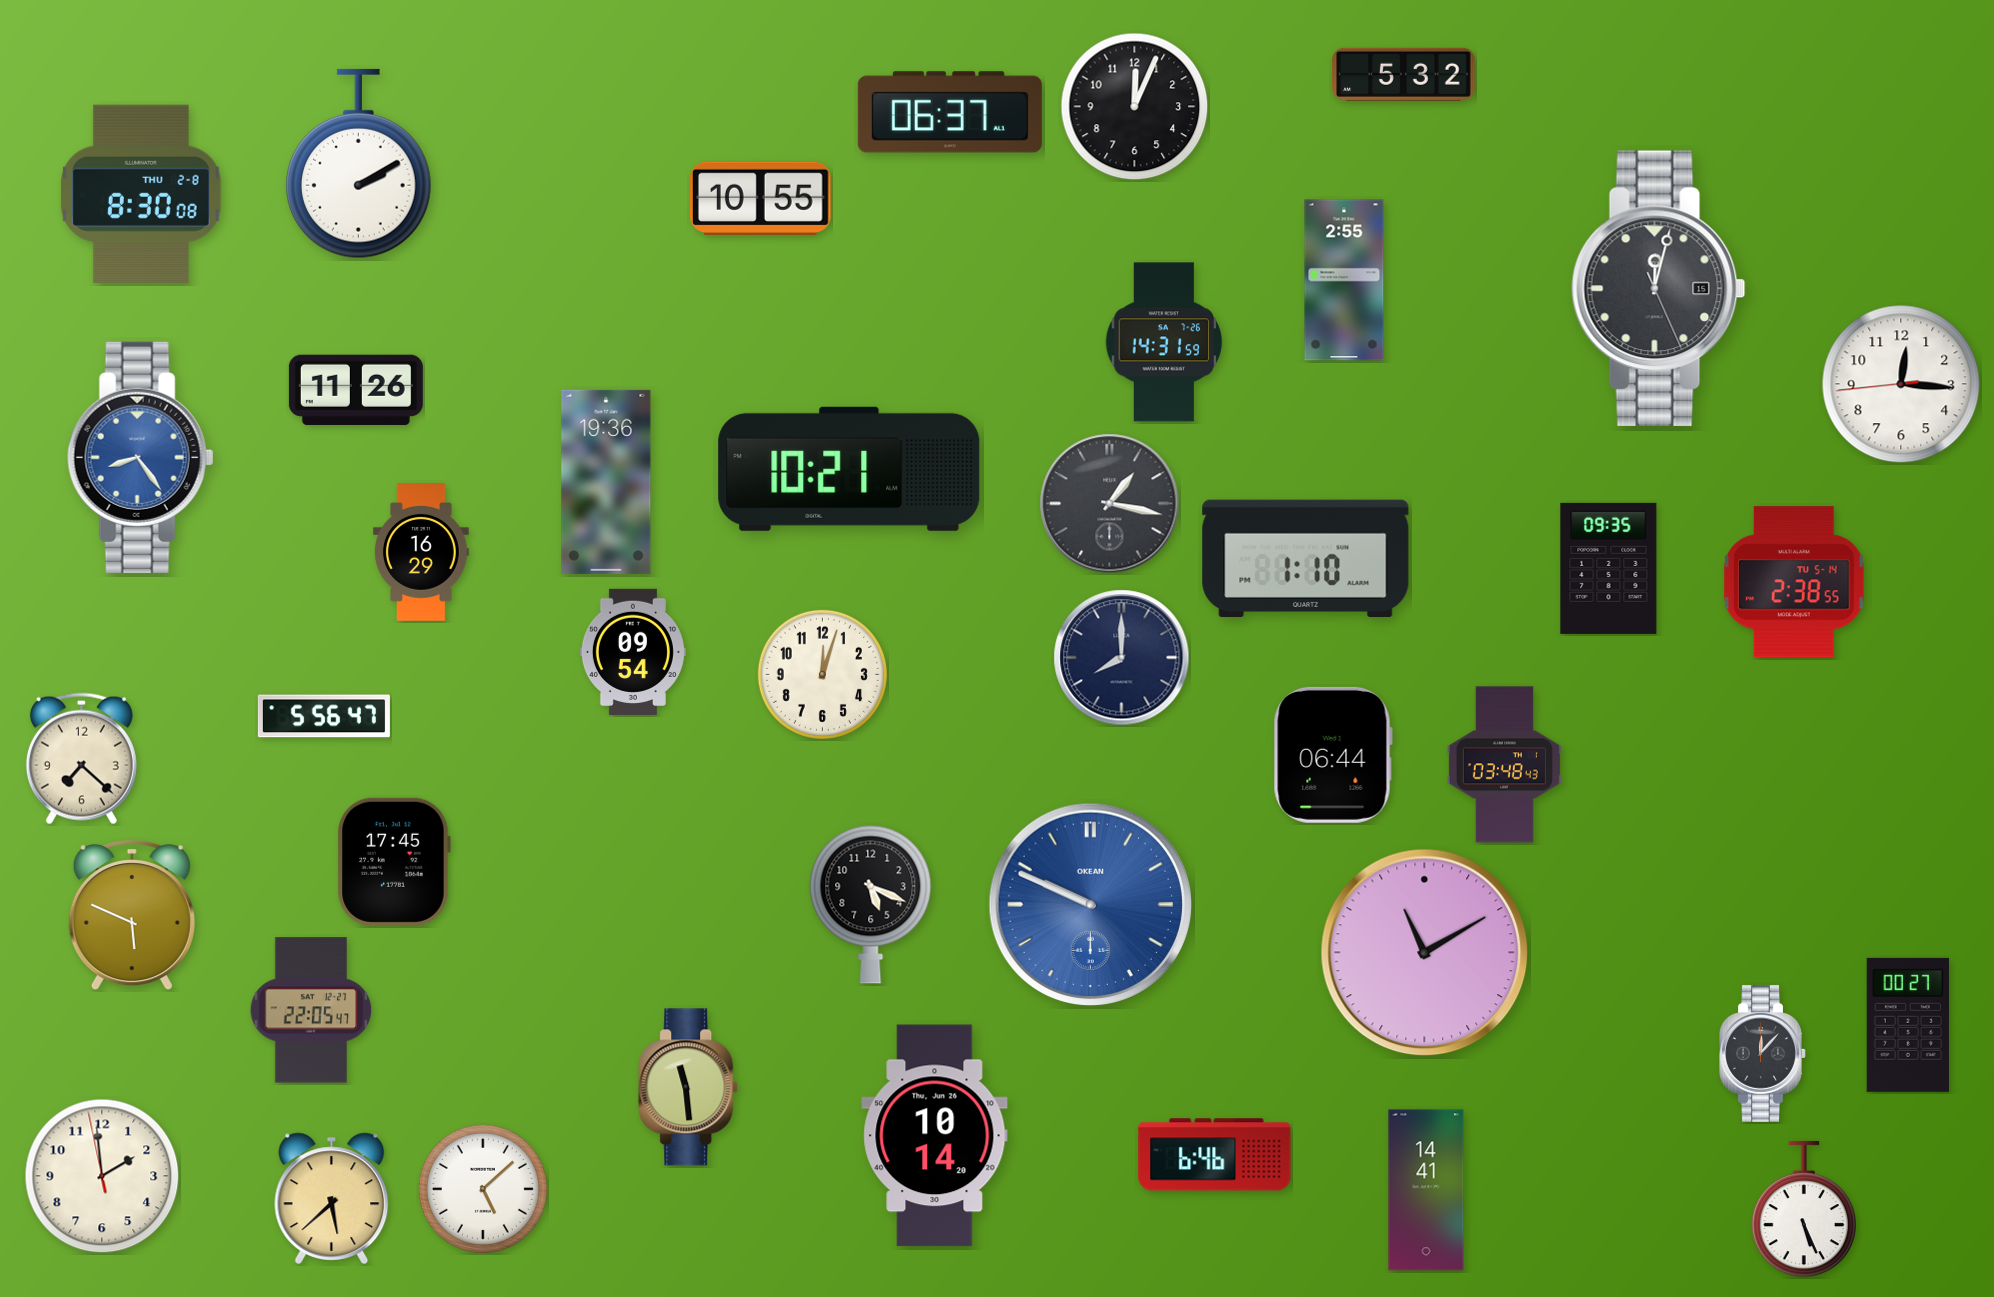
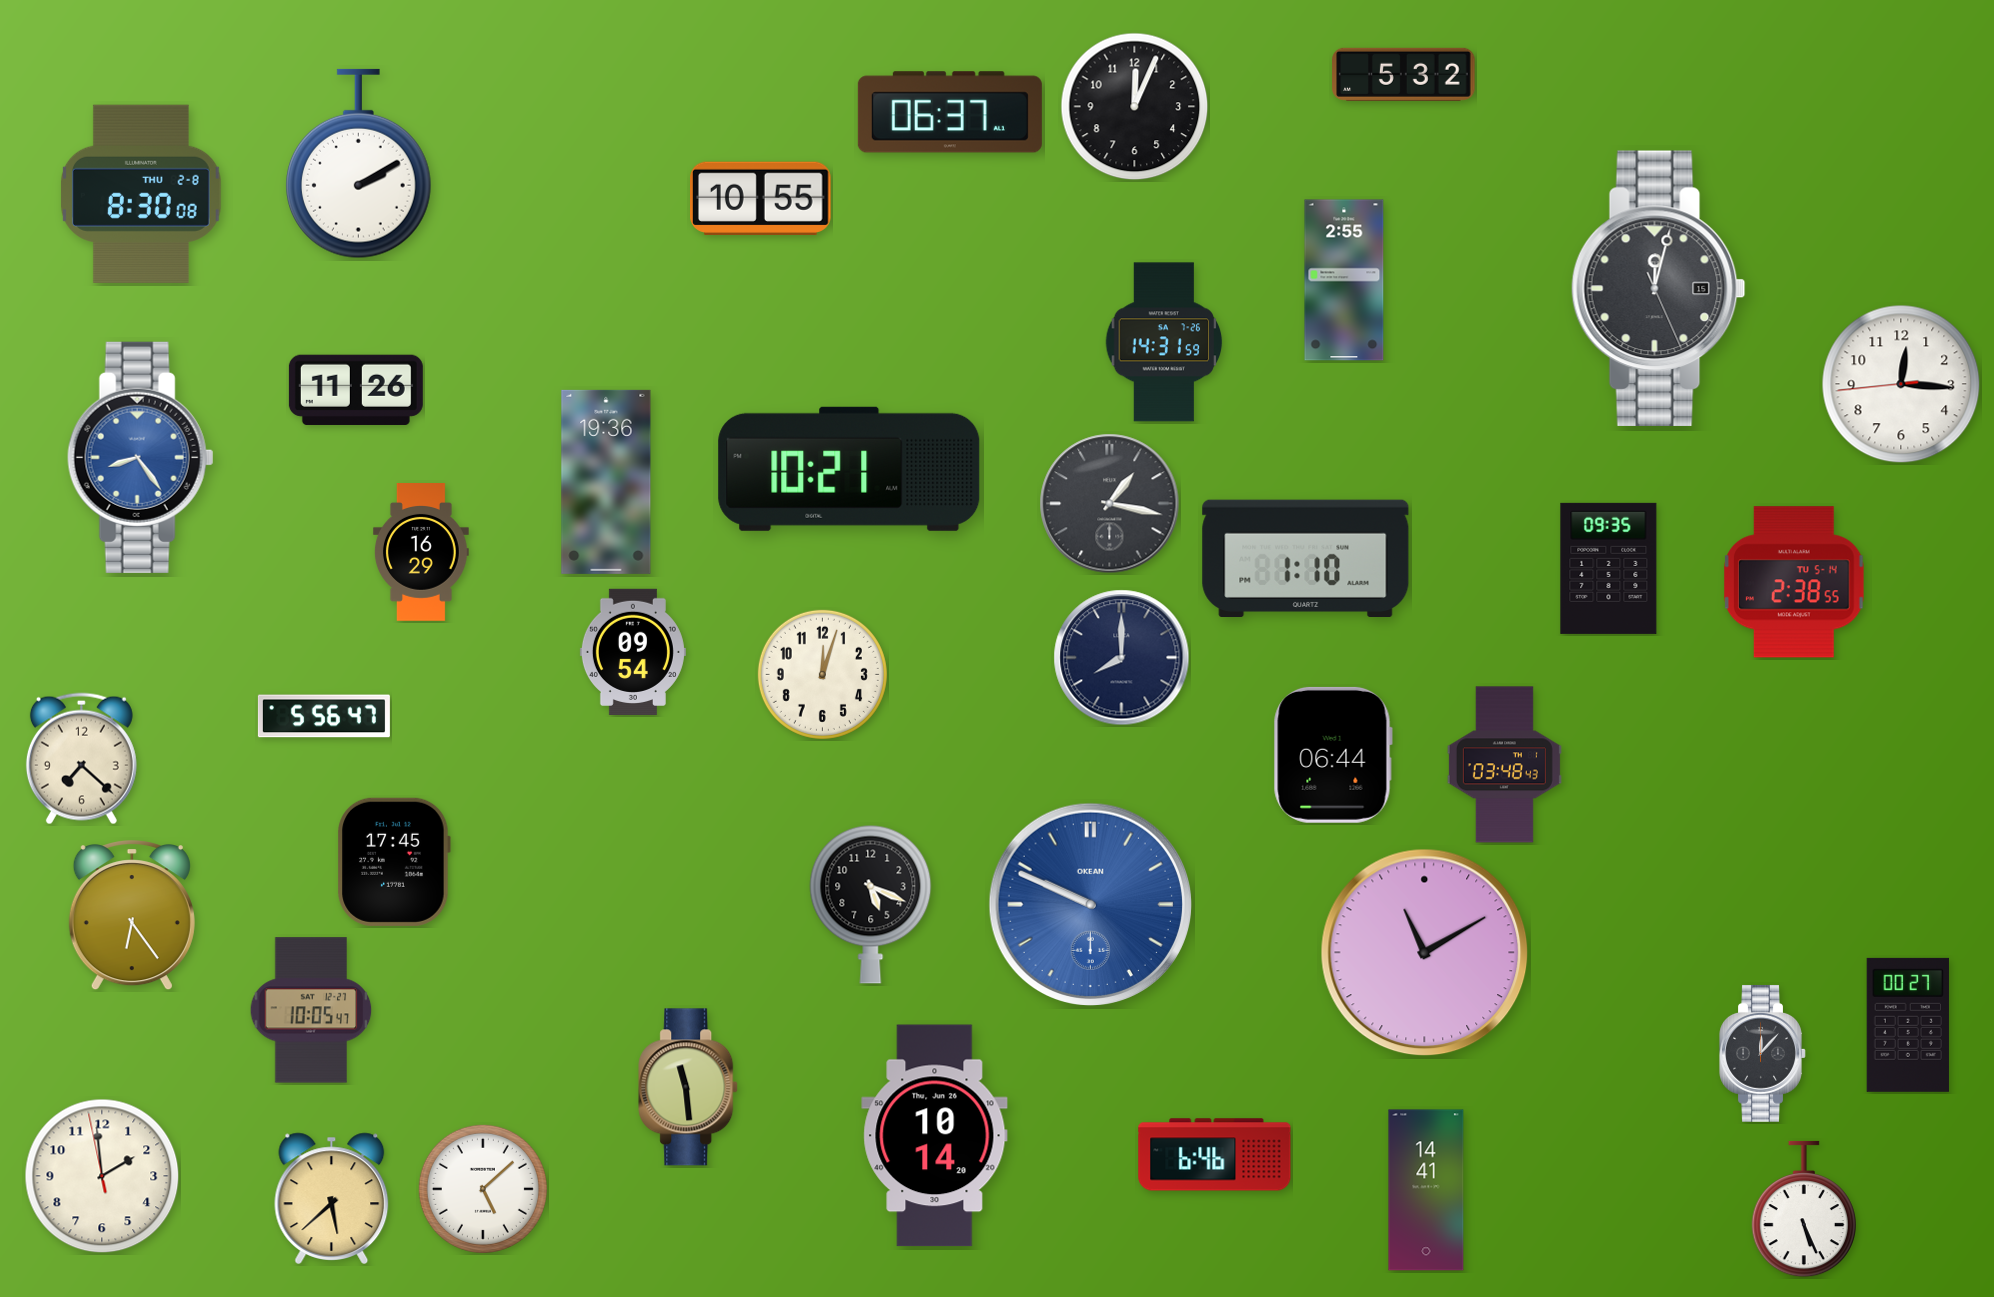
clock at (132, 916): 5:49 -> 6:24
clock at (311, 1010): 22:05 -> 10:05
